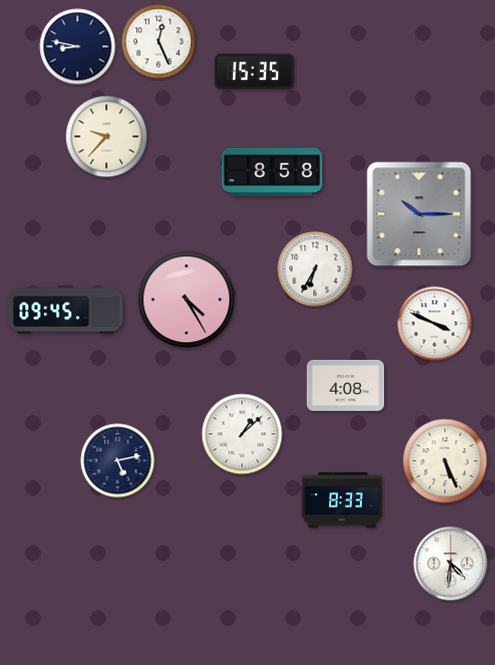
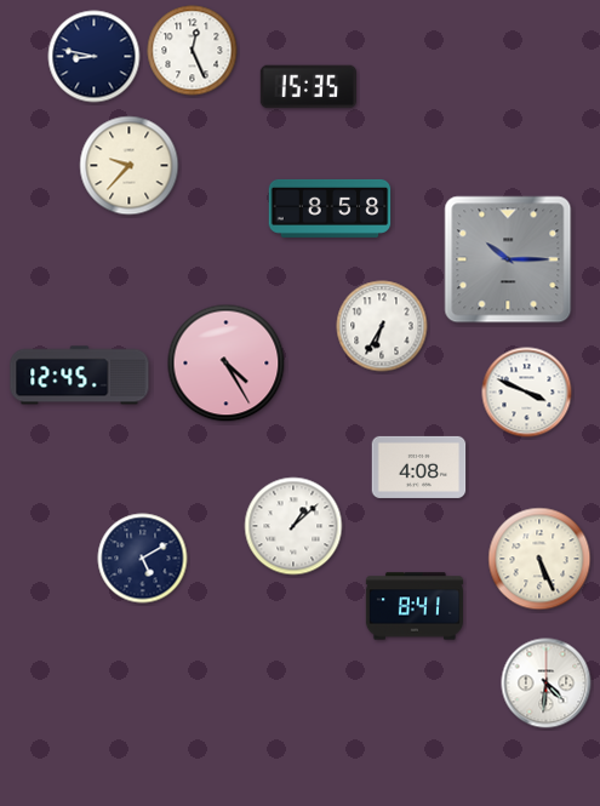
clock at (66, 310): 09:45 -> 12:45
clock at (118, 461): 5:13 -> 5:10
clock at (342, 500): 8:33 -> 8:41
